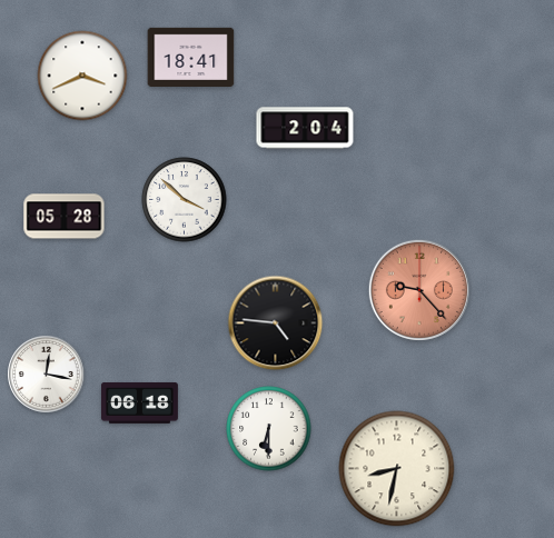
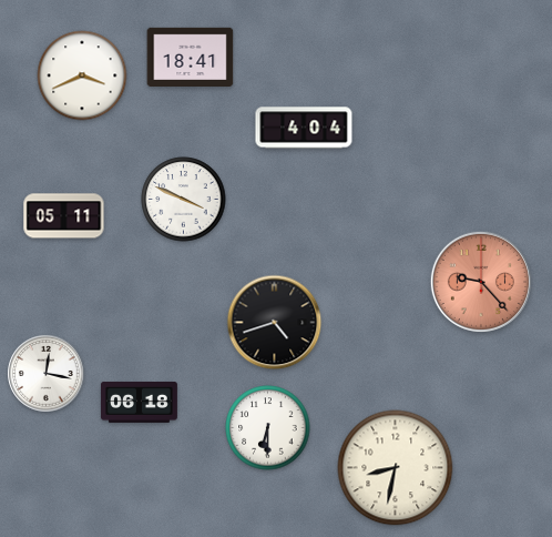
clock at (305, 128): 2:04 -> 4:04
clock at (185, 200): 3:52 -> 3:49
clock at (65, 217): 05:28 -> 05:11
clock at (419, 290) position: (419, 290) -> (481, 282)
clock at (276, 323): 4:46 -> 4:42
